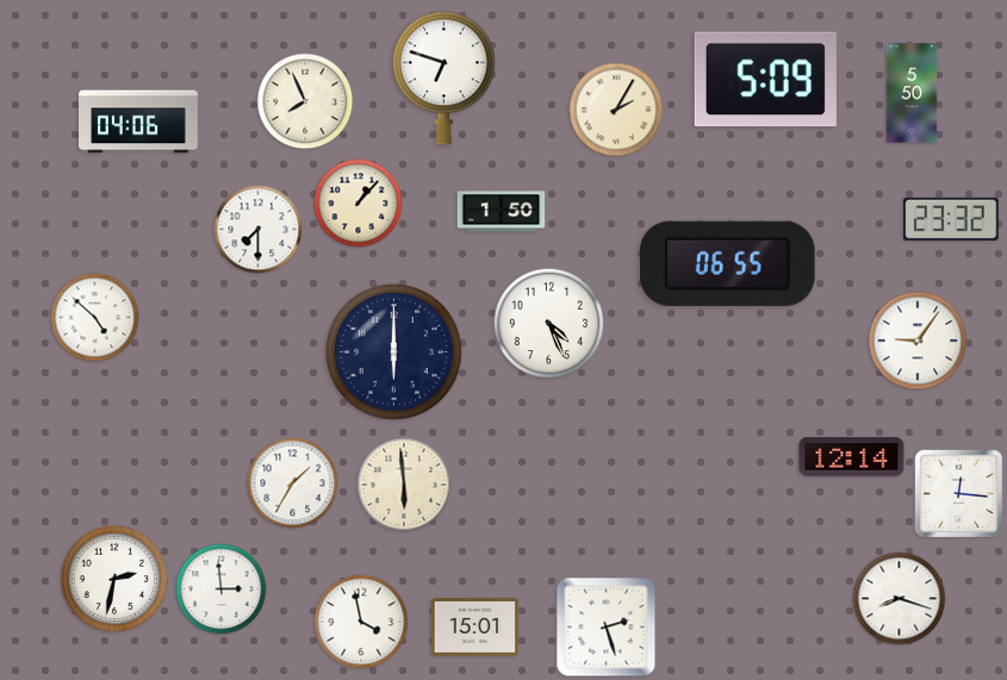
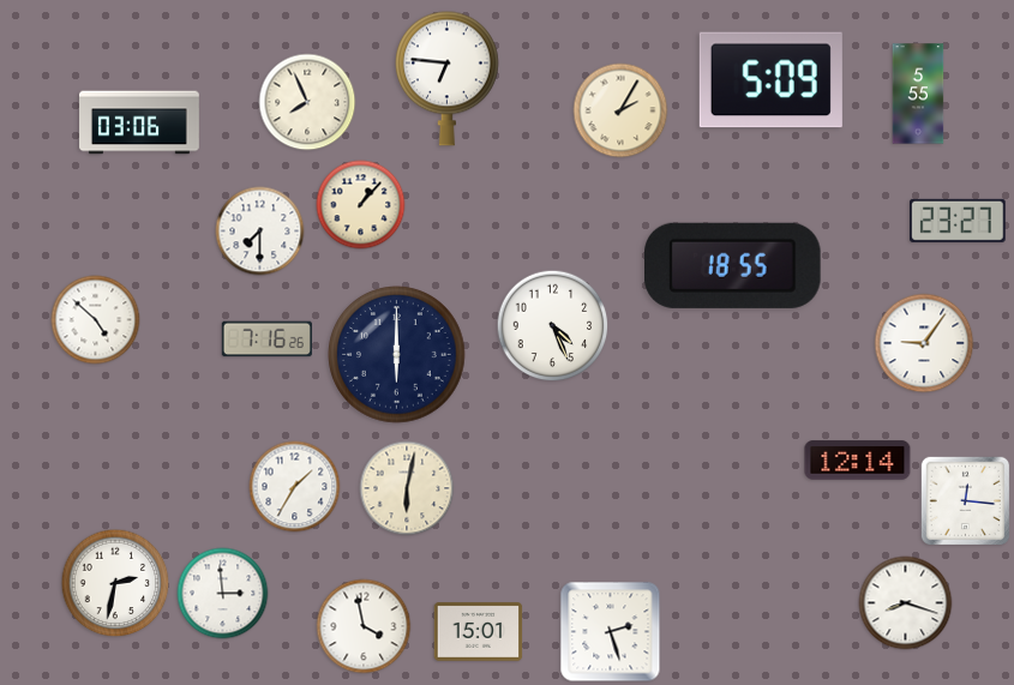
clock at (445, 77): 6:48 -> 6:46
clock at (912, 93): 5:50 -> 5:55
clock at (139, 121): 04:06 -> 03:06
clock at (502, 212): 1:50 -> none
clock at (951, 219): 23:32 -> 23:27
clock at (728, 263): 06:55 -> 18:55
clock at (266, 340): none -> 7:16
clock at (404, 485): 5:59 -> 6:02
clock at (958, 493) position: (958, 493) -> (965, 500)
